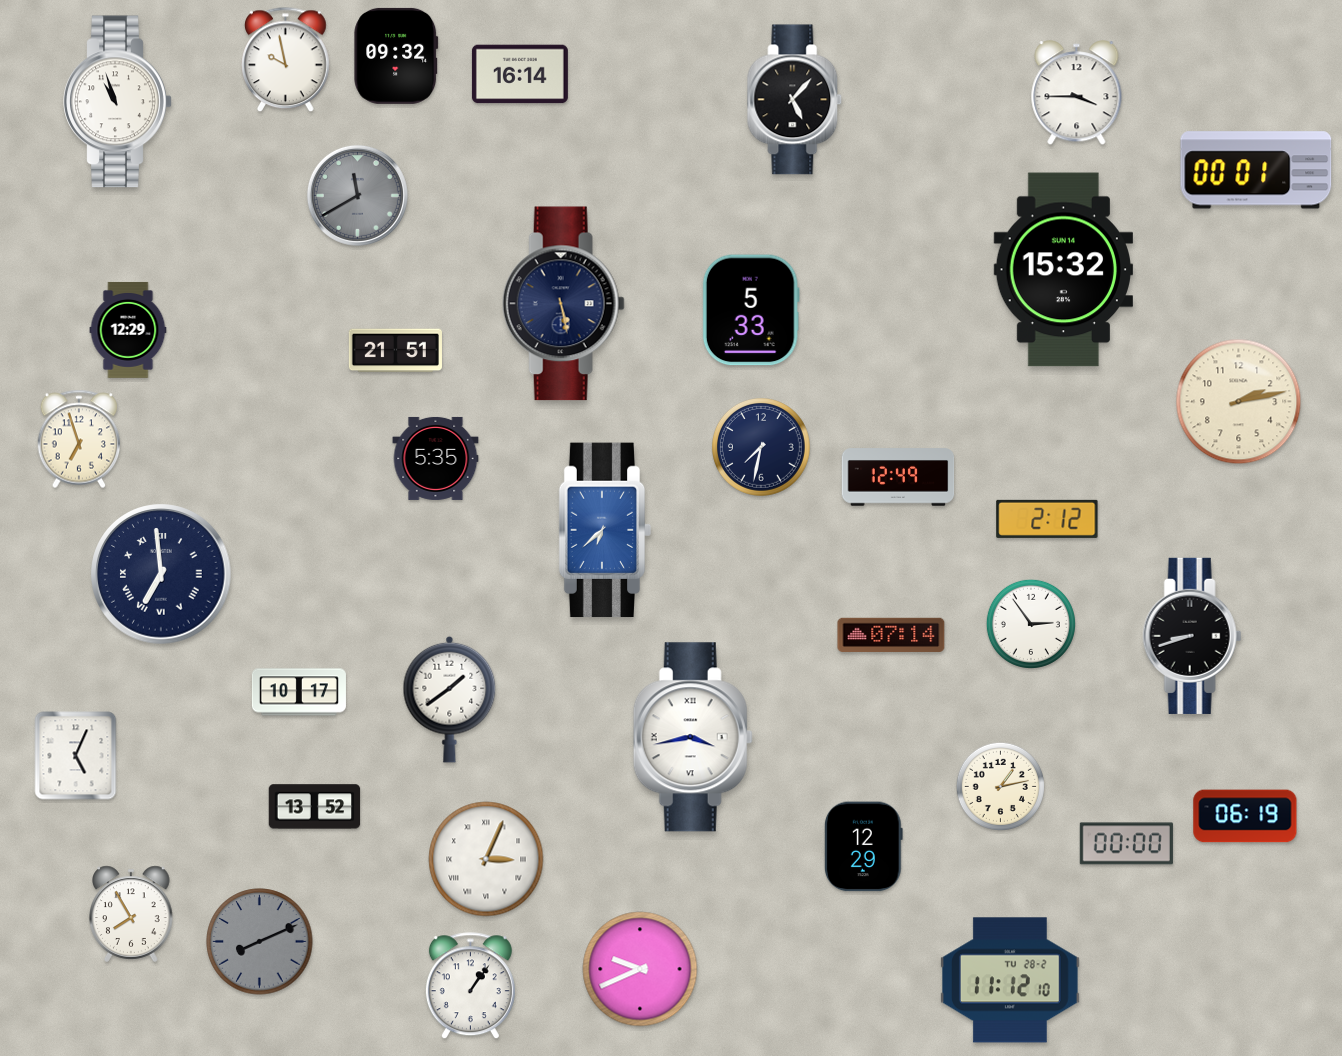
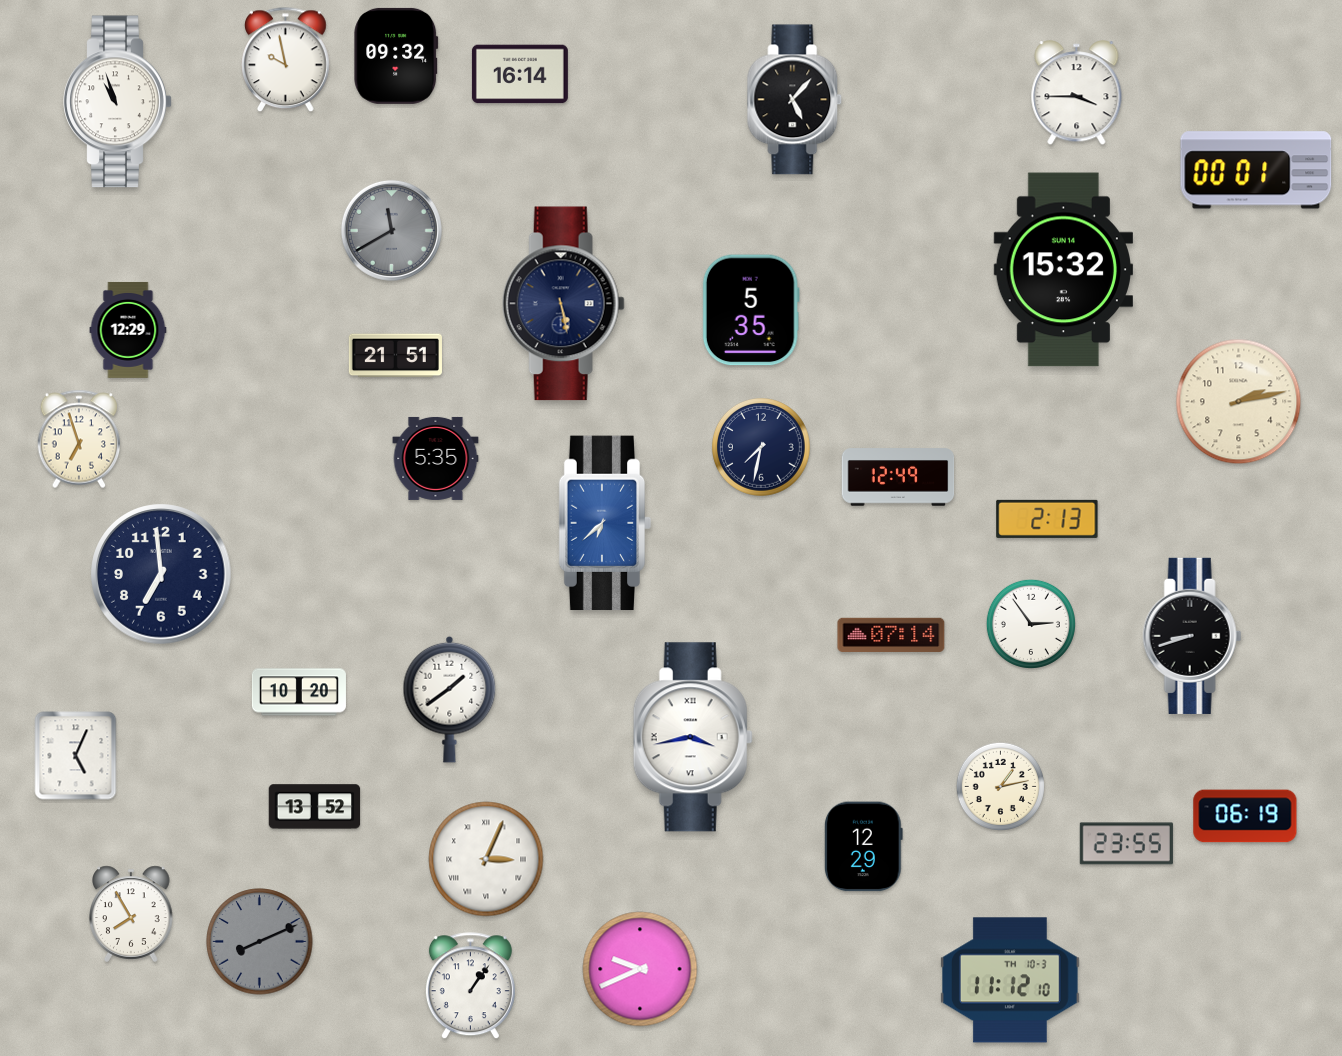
clock at (357, 195) position: (357, 195) -> (391, 230)
clock at (751, 310): 5:33 -> 5:35
clock at (395, 351) position: (395, 351) -> (395, 356)
clock at (1047, 519): 2:12 -> 2:13
clock at (605, 530) position: (605, 530) -> (605, 523)
clock at (161, 574) numerals: Roman -> Arabic
clock at (299, 692): 10:17 -> 10:20
clock at (1126, 844): 00:00 -> 23:55
clock at (1011, 980) date: TU 28-2 -> TH 10-3
